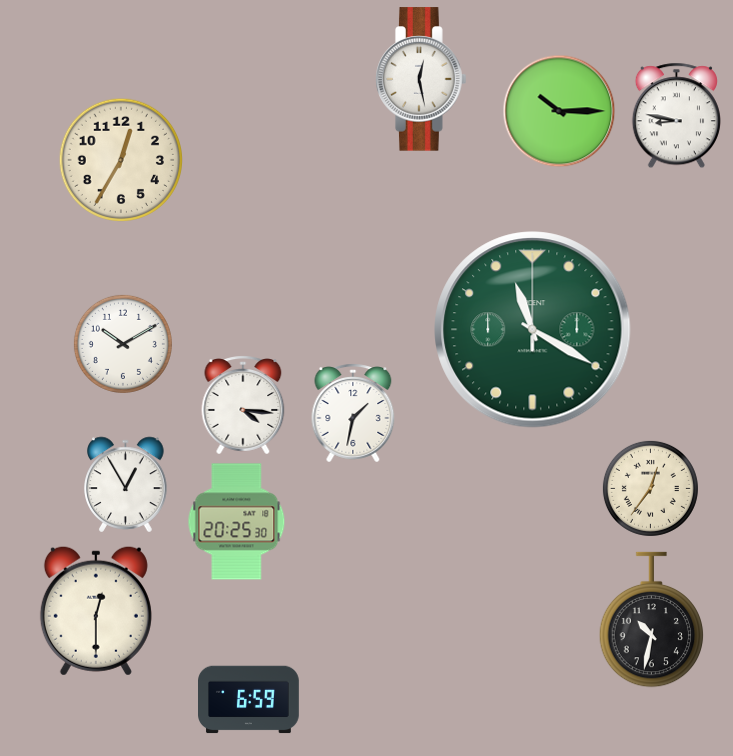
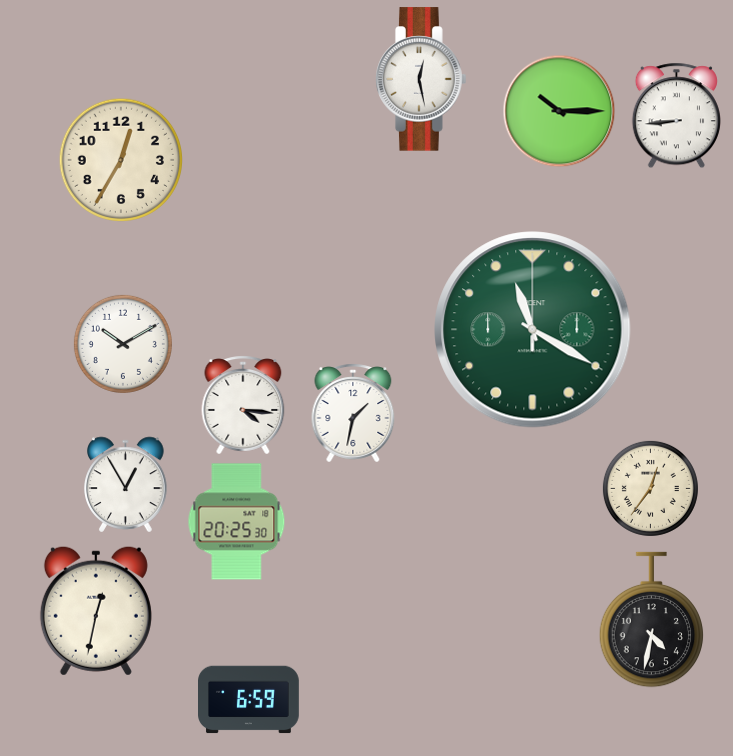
clock at (676, 116): 8:47 -> 8:44
clock at (96, 611): 12:30 -> 12:32
clock at (652, 620): 10:32 -> 4:32
